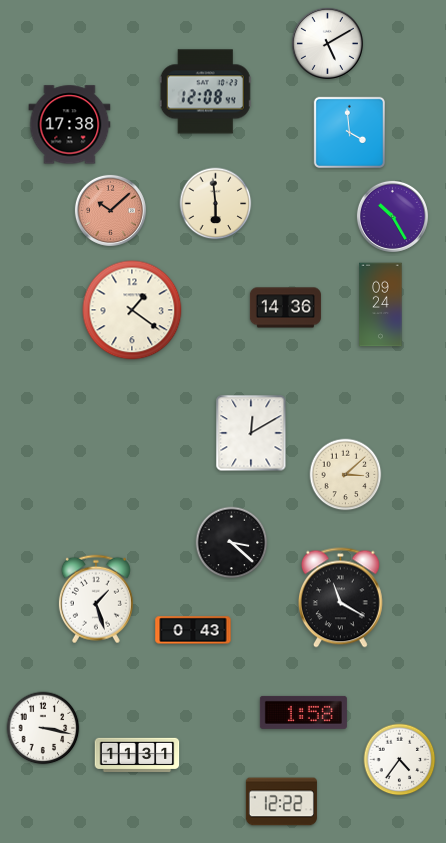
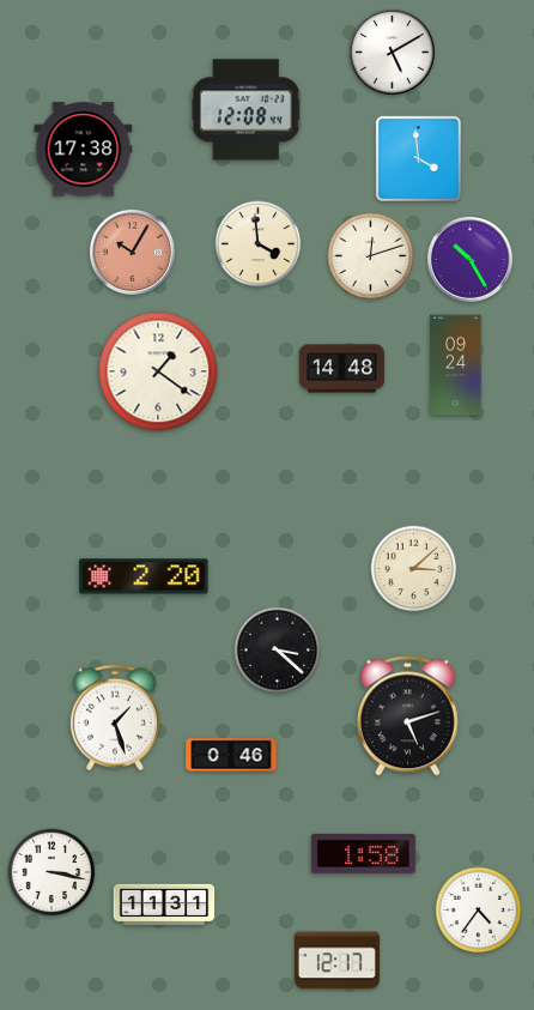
clock at (216, 204): 5:59 -> 3:59
clock at (110, 210): 10:08 -> 10:05
clock at (371, 256): none -> 12:12
clock at (285, 308): 14:36 -> 14:48
clock at (251, 433): 12:10 -> none
clock at (144, 576): none -> 2:20
clock at (341, 598): 11:20 -> 5:12
clock at (193, 630): 0:43 -> 0:46
clock at (281, 802): 12:22 -> 12:17
